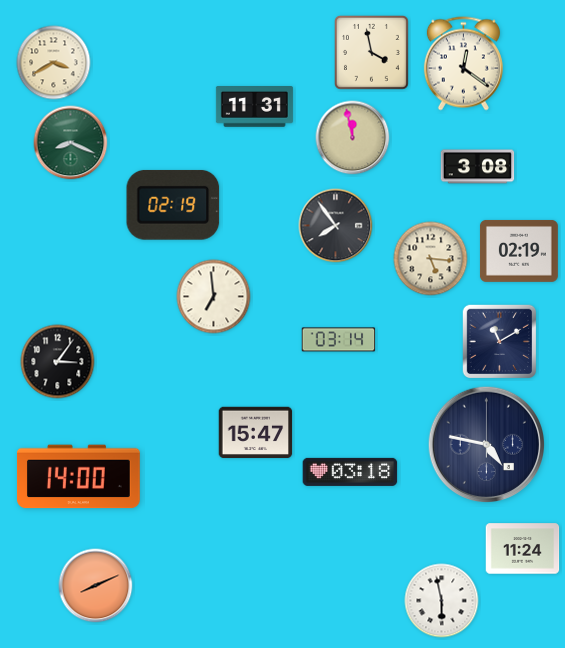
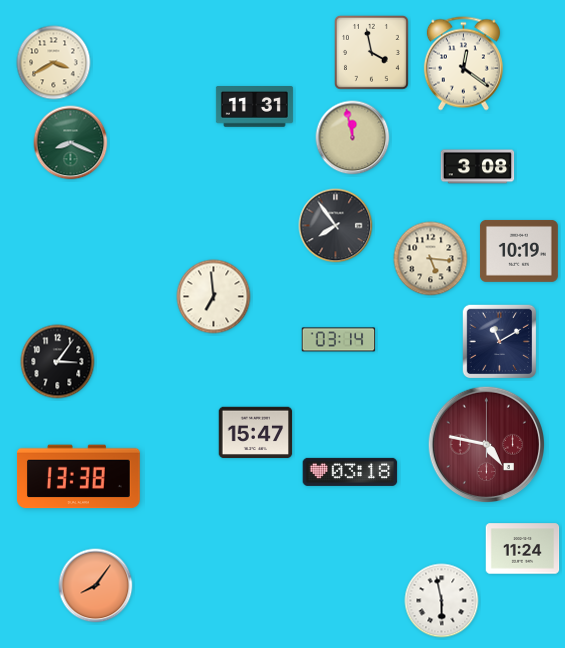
clock at (173, 205): 02:19 -> none
clock at (519, 251): 02:19 -> 10:19
clock at (486, 444) dial: navy -> burgundy
clock at (78, 477): 14:00 -> 13:38
clock at (96, 586): 8:11 -> 8:06
